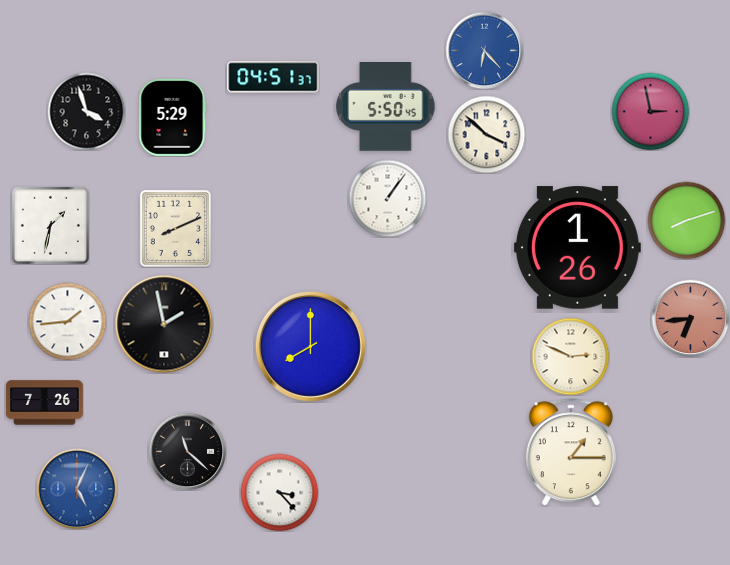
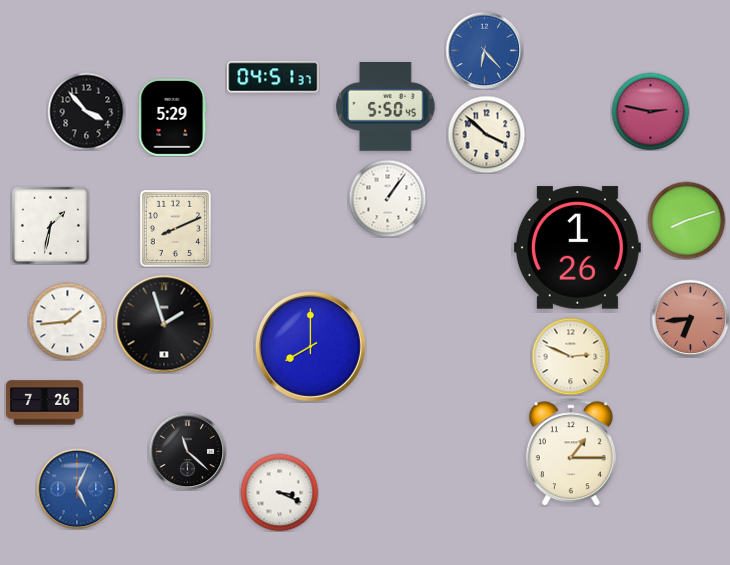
clock at (86, 111): 3:57 -> 3:53
clock at (650, 111): 2:58 -> 2:47
clock at (164, 324): 1:58 -> 1:57
clock at (279, 492): 3:23 -> 3:19
